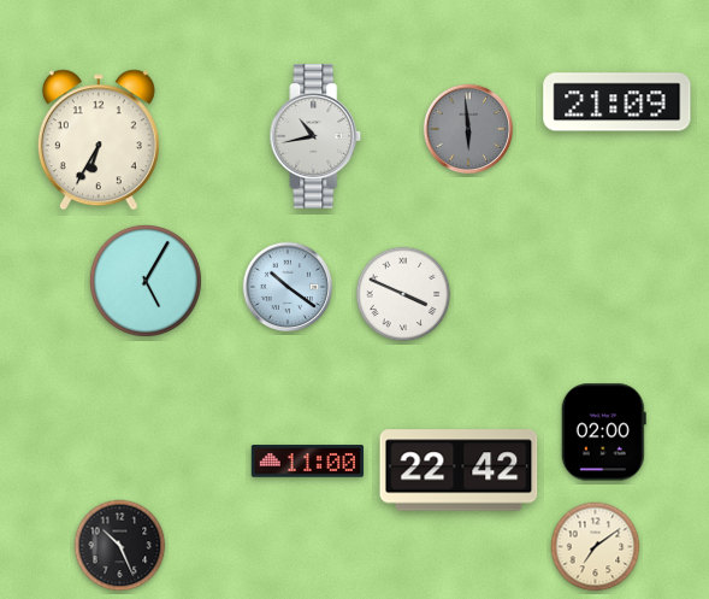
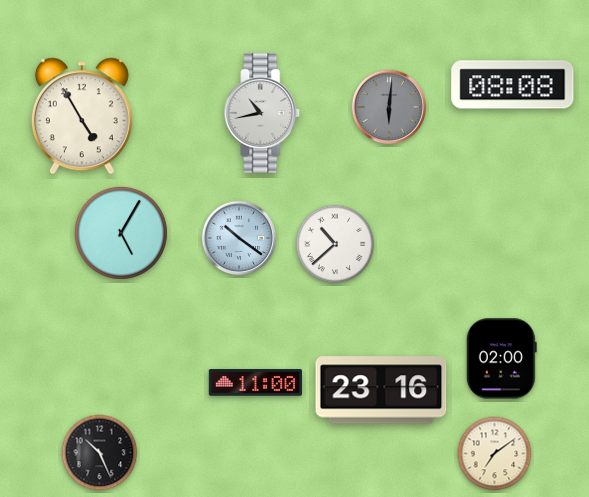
clock at (618, 102): 21:09 -> 08:08
clock at (468, 129): 5:59 -> 6:01
clock at (99, 140): 6:35 -> 4:55
clock at (403, 294): 3:49 -> 10:38
clock at (459, 470): 22:42 -> 23:16
